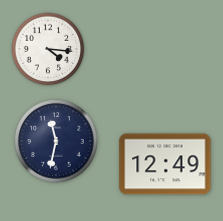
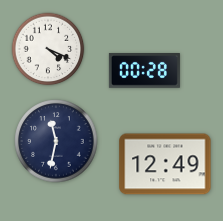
clock at (48, 49): 4:16 -> 4:19
clock at (144, 71): none -> 00:28
